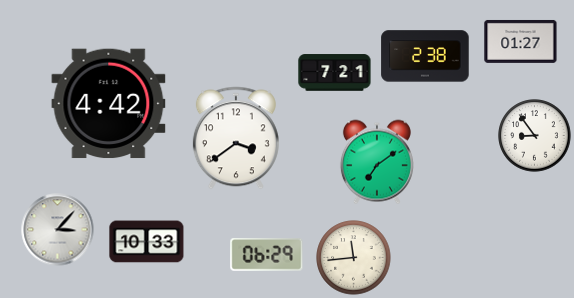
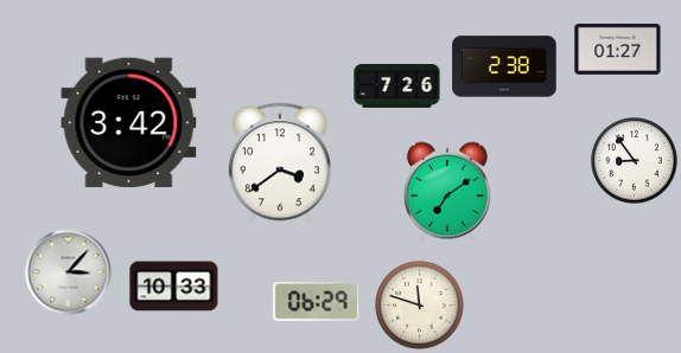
clock at (335, 73): 7:21 -> 7:26
clock at (109, 104): 4:42 -> 3:42
clock at (354, 258): 11:44 -> 11:48
